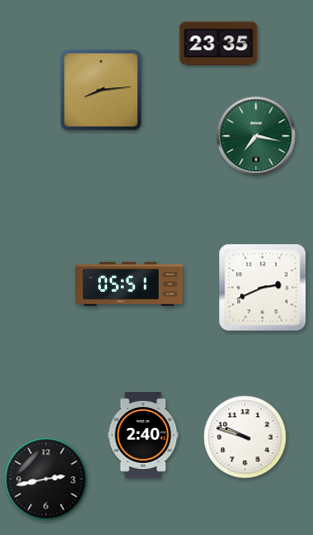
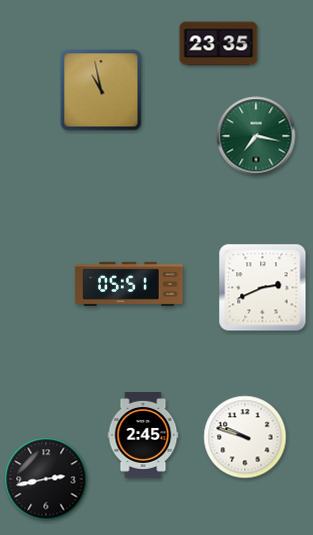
clock at (101, 90): 8:14 -> 10:58
clock at (143, 436): 2:40 -> 2:45
